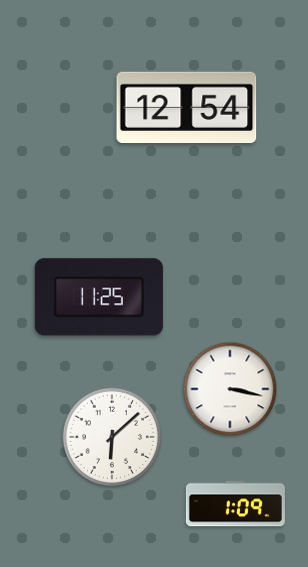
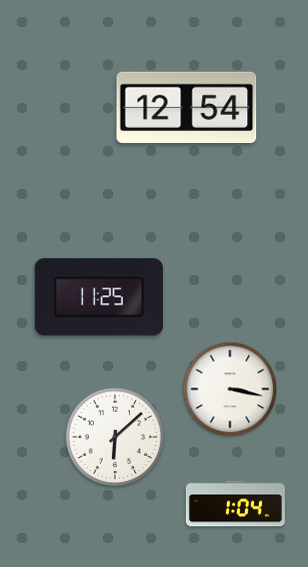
clock at (111, 436) position: (111, 436) -> (114, 436)
clock at (235, 504): 1:09 -> 1:04
